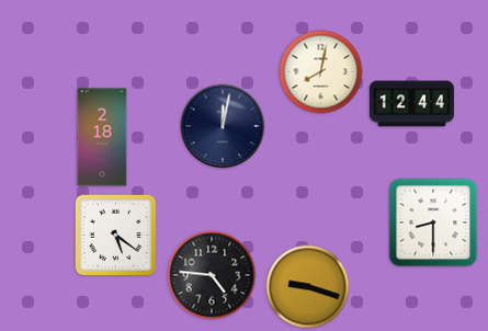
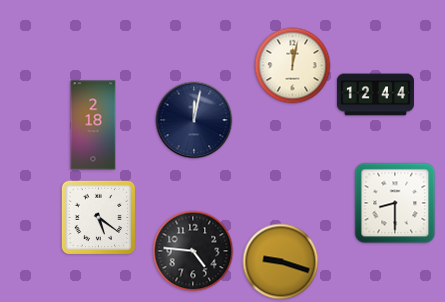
clock at (321, 72): 8:02 -> 12:02
clock at (223, 126) position: (223, 126) -> (194, 120)
clock at (116, 236) position: (116, 236) -> (99, 218)
